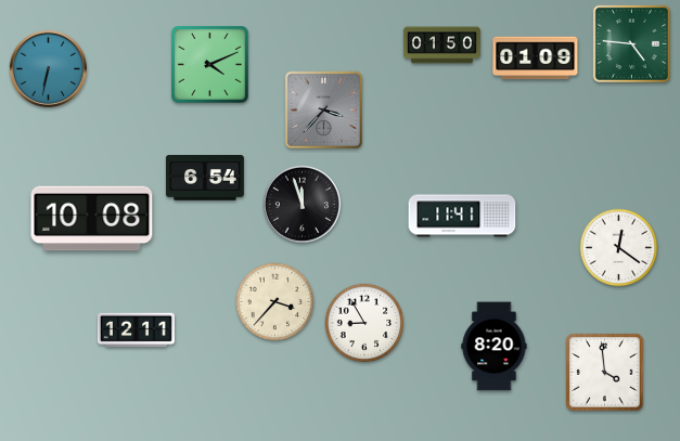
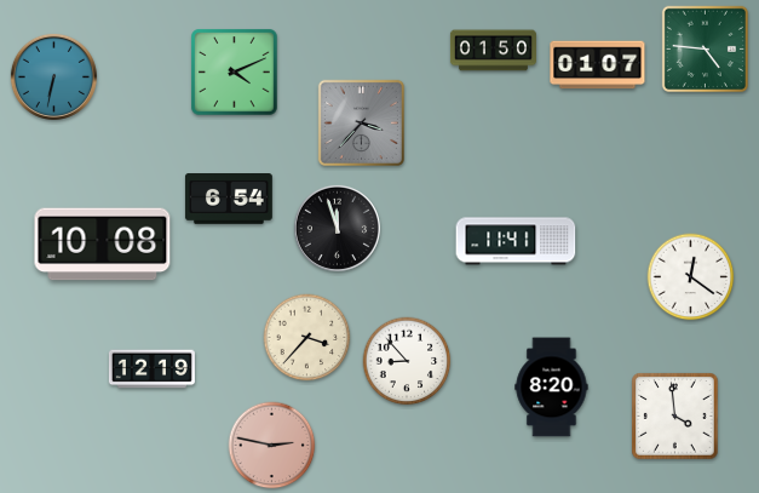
clock at (536, 59): 01:09 -> 01:07
clock at (364, 323): 8:55 -> 8:53
clock at (136, 330): 12:11 -> 12:19
clock at (272, 446): none -> 2:47
